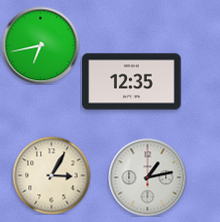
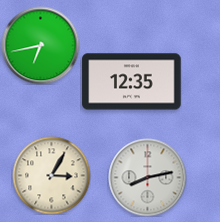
clock at (147, 177): 1:13 -> 8:13
